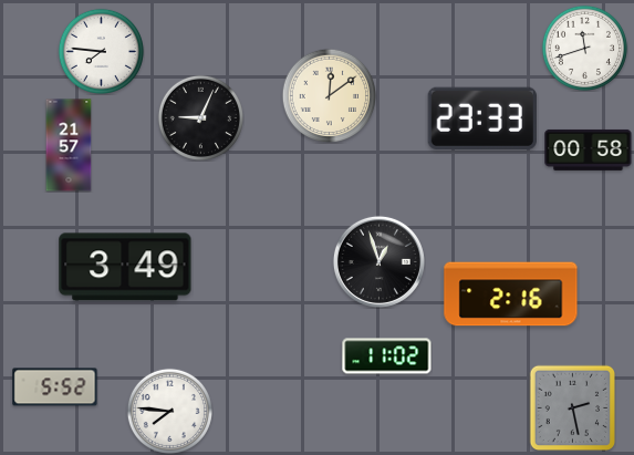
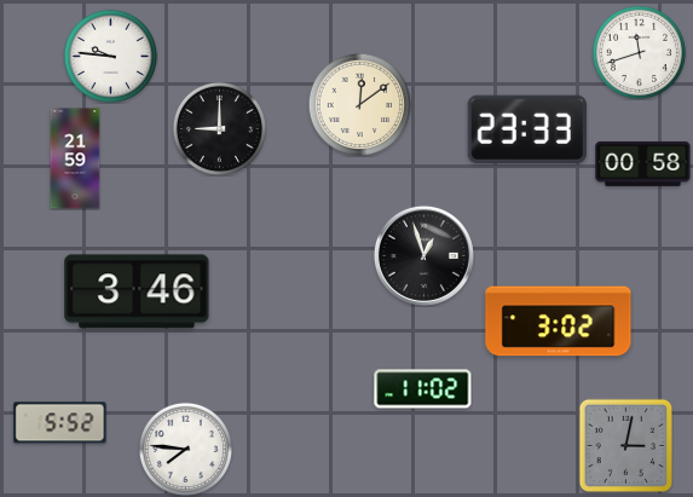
clock at (101, 51): 7:46 -> 9:46
clock at (200, 117): 9:04 -> 9:00
clock at (69, 145): 21:57 -> 21:59
clock at (378, 261) position: (378, 261) -> (423, 255)
clock at (125, 267): 3:49 -> 3:46
clock at (511, 294): 2:16 -> 3:02
clock at (572, 407): 2:28 -> 3:02
